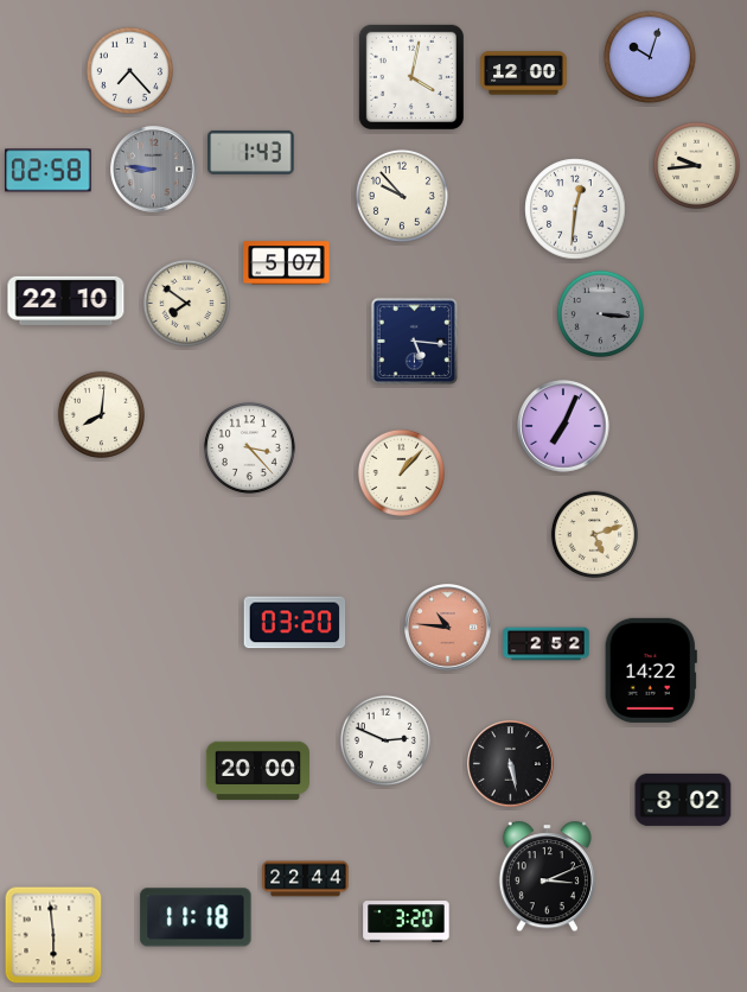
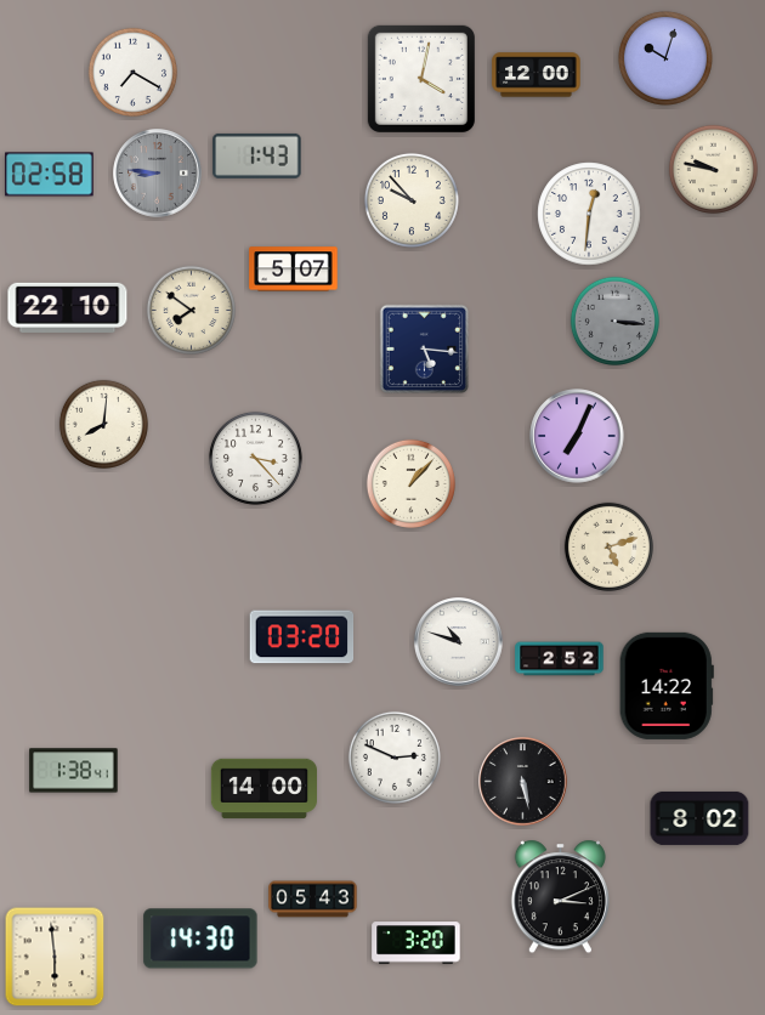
clock at (129, 70): 7:23 -> 7:20
clock at (696, 165): 9:44 -> 9:47
clock at (448, 628): 10:46 -> 10:48
clock at (448, 628) dial: salmon -> white
clock at (74, 771): none -> 1:38
clock at (257, 771): 20:00 -> 14:00
clock at (306, 879): 22:44 -> 05:43
clock at (196, 917): 11:18 -> 14:30
